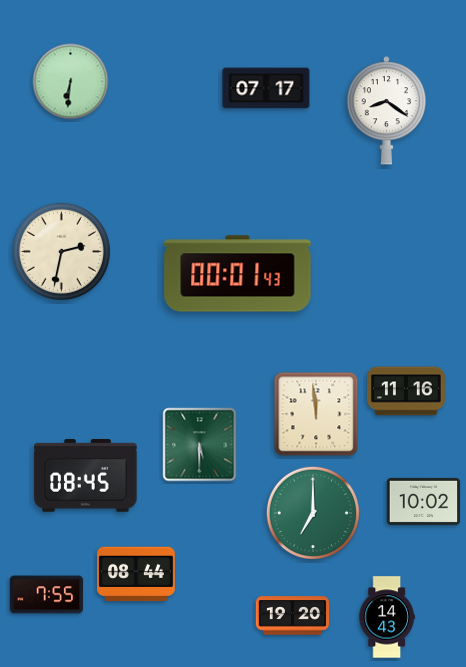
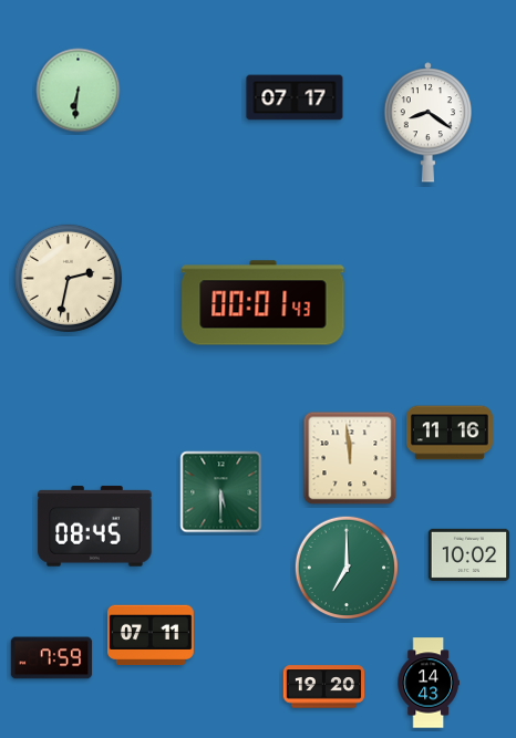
clock at (137, 574): 08:44 -> 07:11
clock at (47, 595): 7:55 -> 7:59
clock at (293, 616) position: (293, 616) -> (324, 687)
